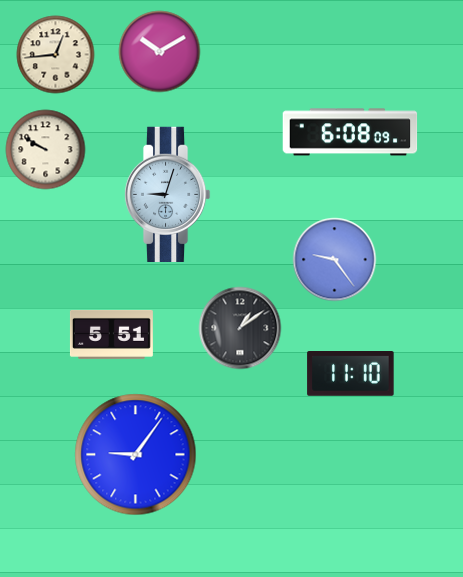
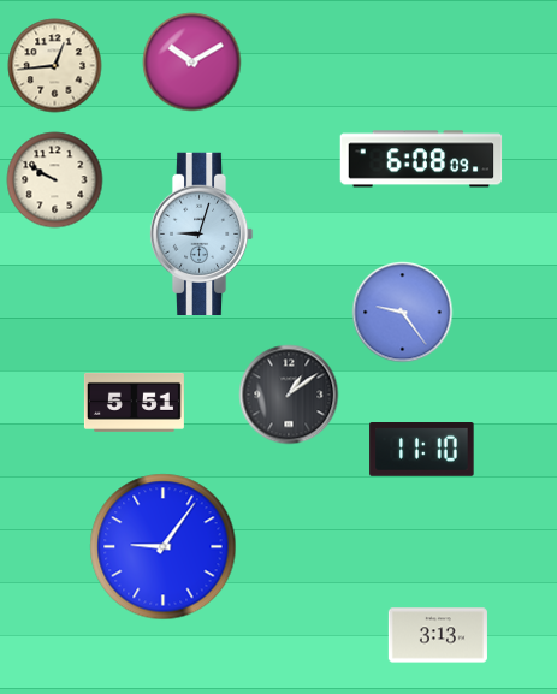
clock at (56, 55) position: (56, 55) -> (55, 66)
clock at (438, 635): none -> 3:13
